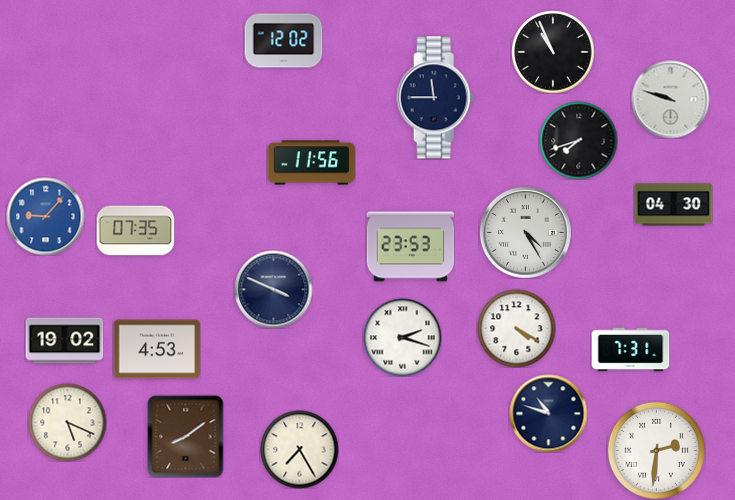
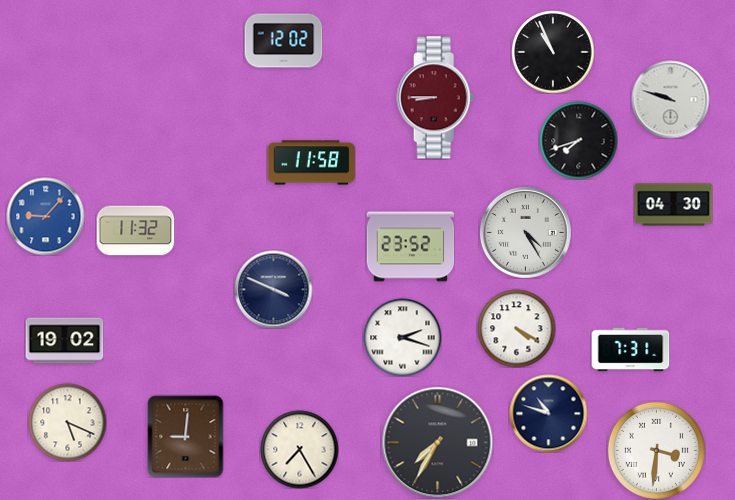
clock at (436, 98): 11:45 -> 8:45
clock at (436, 98) dial: navy -> burgundy
clock at (311, 163): 11:56 -> 11:58
clock at (135, 231): 07:35 -> 11:32
clock at (410, 247): 23:53 -> 23:52
clock at (157, 349): 4:53 -> none
clock at (186, 436): 8:09 -> 9:01
clock at (437, 442): none -> 7:35
clock at (656, 450): 2:31 -> 3:31
